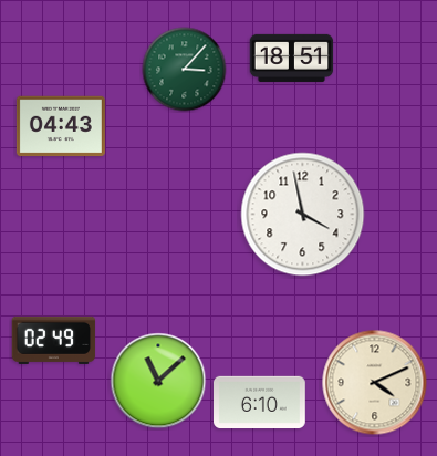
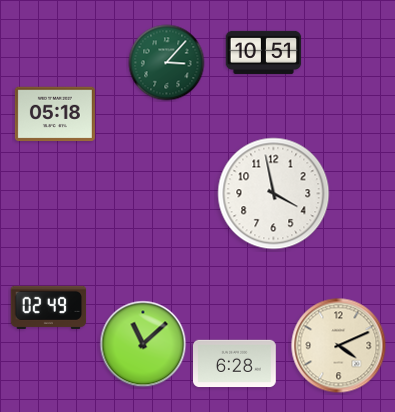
clock at (292, 58): 18:51 -> 10:51
clock at (61, 126): 04:43 -> 05:18
clock at (260, 403): 6:10 -> 6:28
